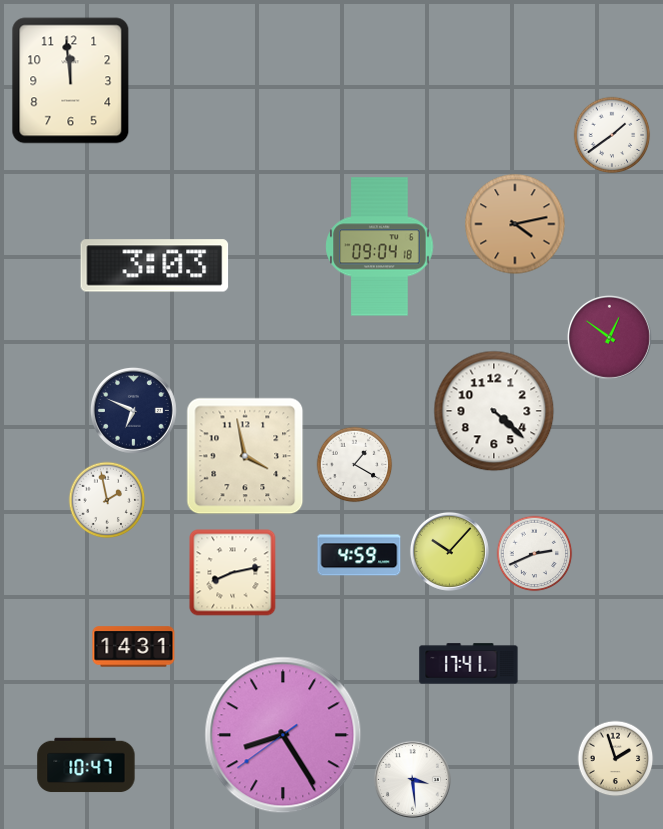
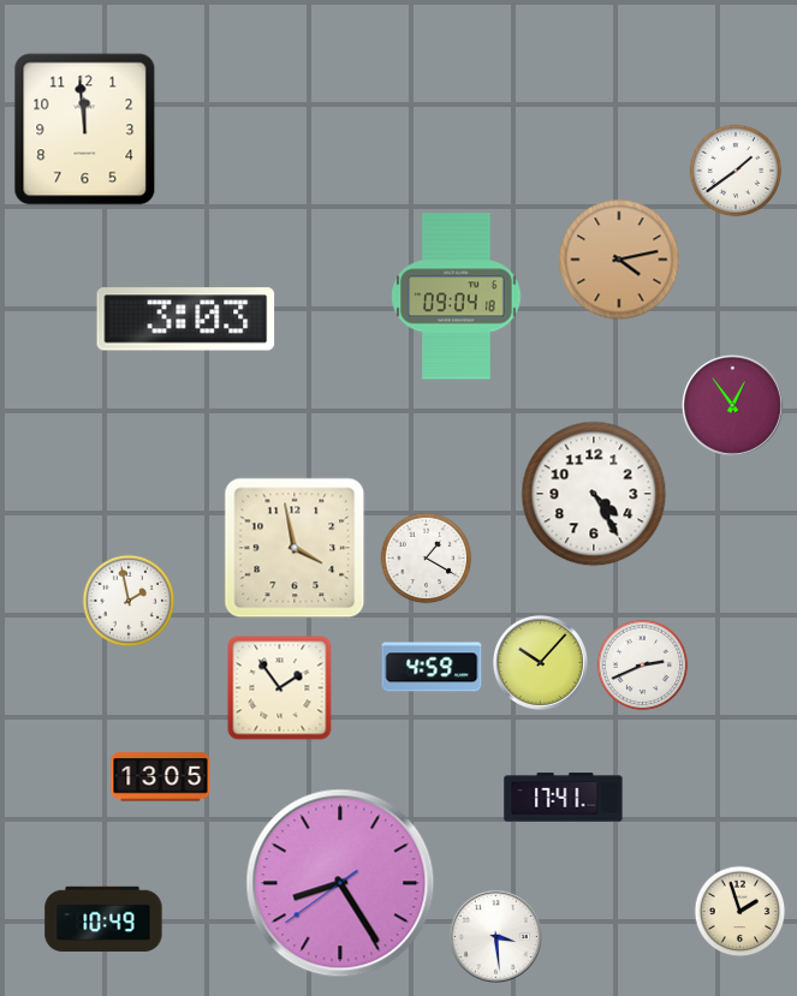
clock at (71, 81) position: (71, 81) -> (85, 130)
clock at (612, 135) position: (612, 135) -> (736, 171)
clock at (515, 224) position: (515, 224) -> (619, 260)
clock at (609, 337): 12:51 -> 12:54
clock at (133, 410): 6:49 -> none
clock at (494, 411): 4:22 -> 4:25
clock at (233, 573): 8:13 -> 1:54
clock at (134, 647): 14:31 -> 13:05
clock at (86, 765): 10:47 -> 10:49
